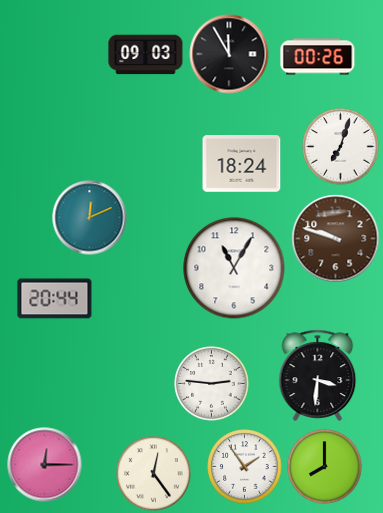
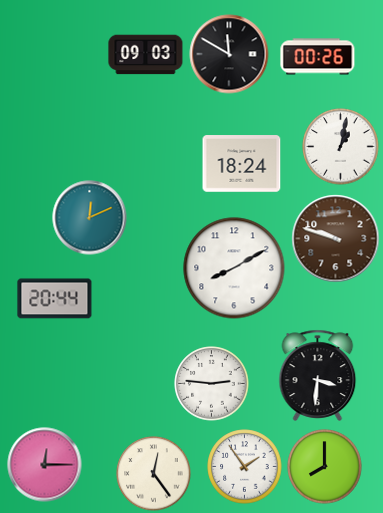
clock at (229, 54): 11:55 -> 11:50
clock at (341, 147): 7:03 -> 1:02
clock at (234, 268): 11:05 -> 8:10
